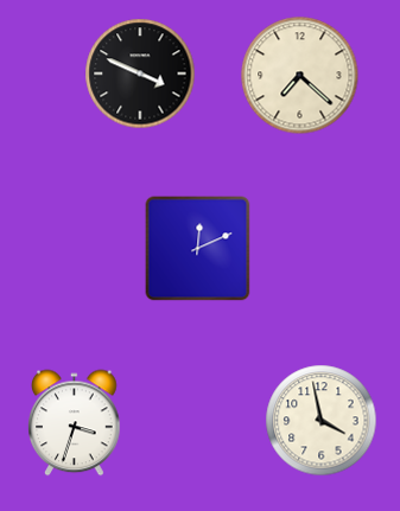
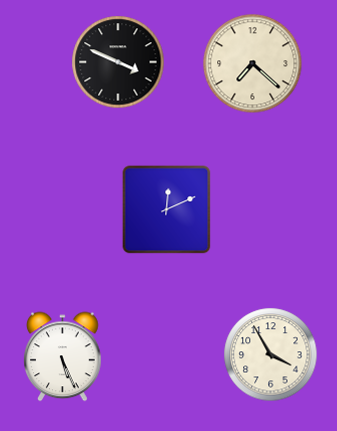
clock at (322, 421): 3:58 -> 3:55
clock at (75, 423): 3:33 -> 5:26
